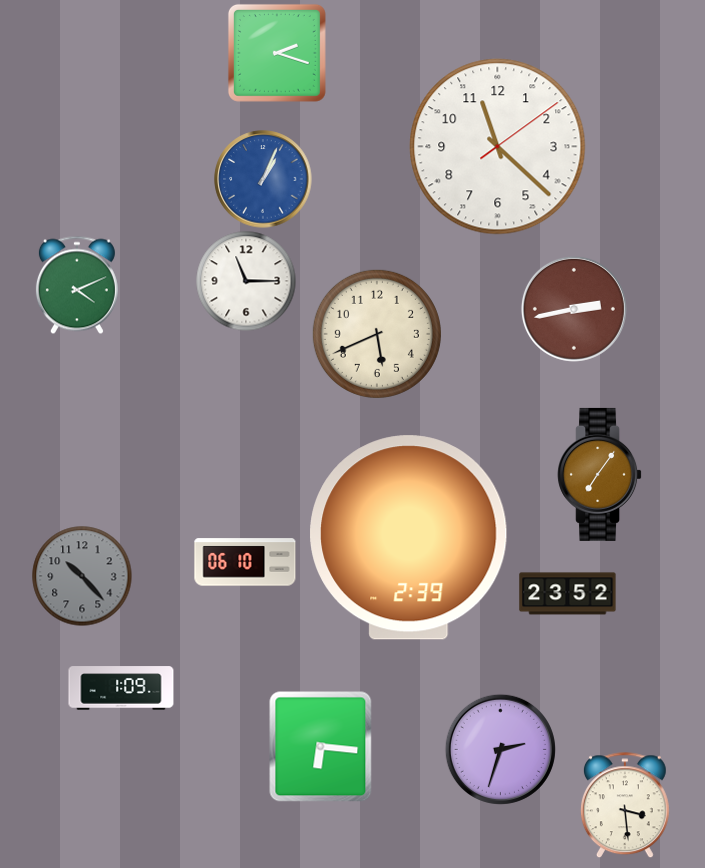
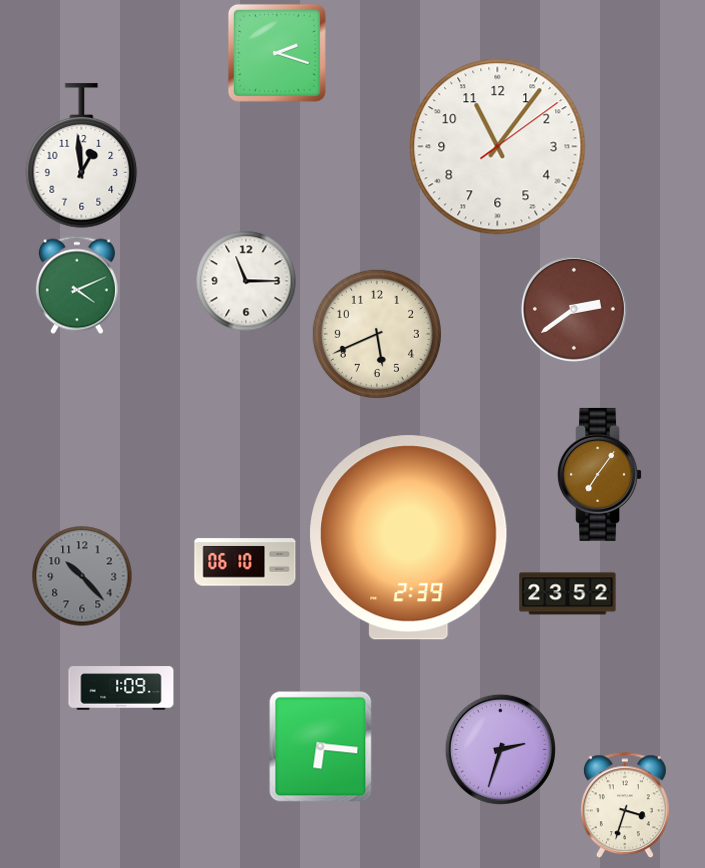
clock at (498, 147): 11:22 -> 11:06
clock at (82, 156): none -> 12:59
clock at (263, 179): 1:04 -> none
clock at (574, 309): 2:43 -> 2:39
clock at (625, 805): 3:29 -> 3:33
